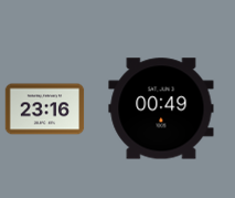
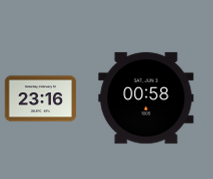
clock at (161, 108): 00:49 -> 00:58
